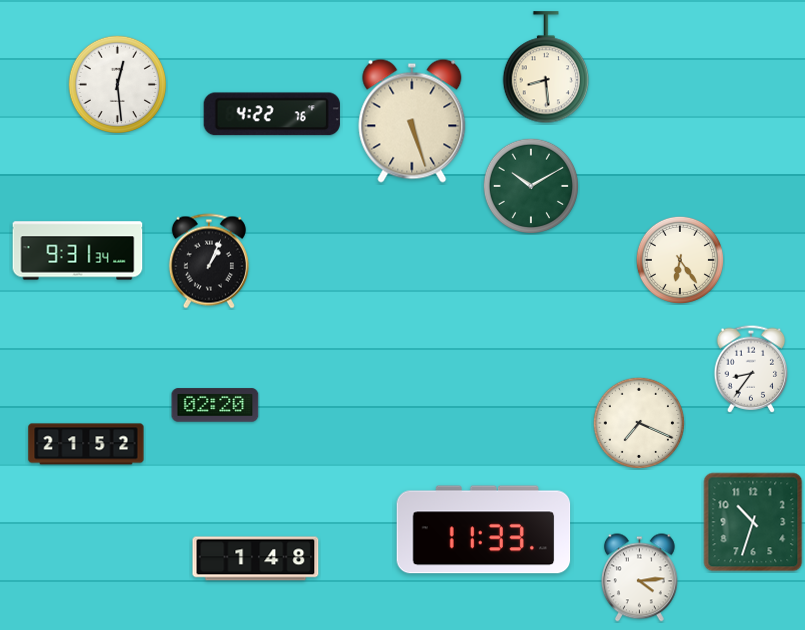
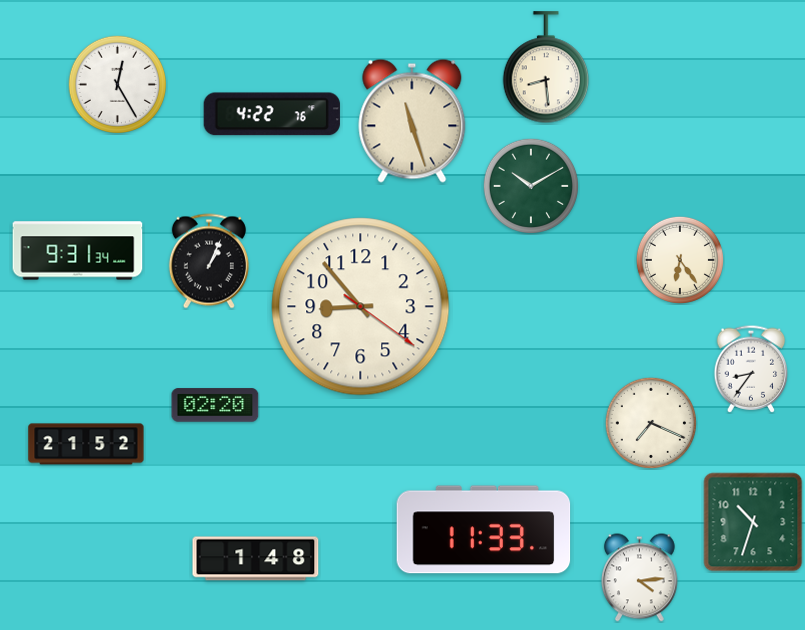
clock at (117, 84): 12:29 -> 12:25
clock at (412, 121): 5:27 -> 11:27
clock at (361, 307): none -> 8:53
clock at (639, 423) position: (639, 423) -> (651, 423)
